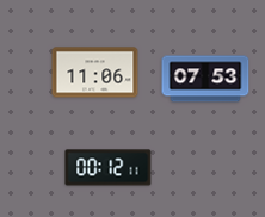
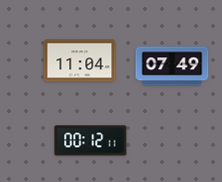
clock at (95, 73): 11:06 -> 11:04
clock at (205, 79): 07:53 -> 07:49
